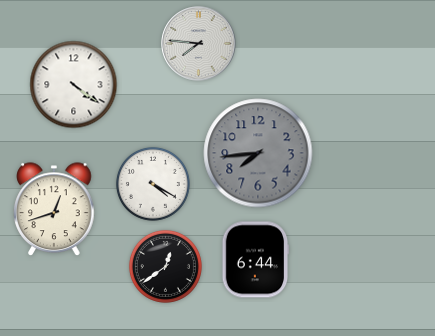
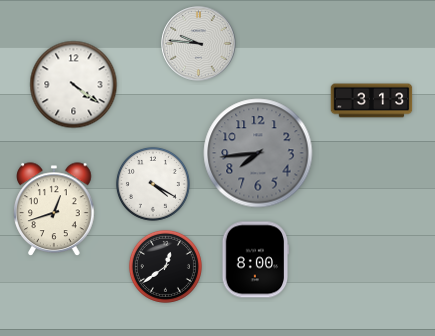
clock at (199, 44): 7:46 -> 9:46
clock at (372, 101): none -> 3:13
clock at (256, 260): 6:44 -> 8:00
